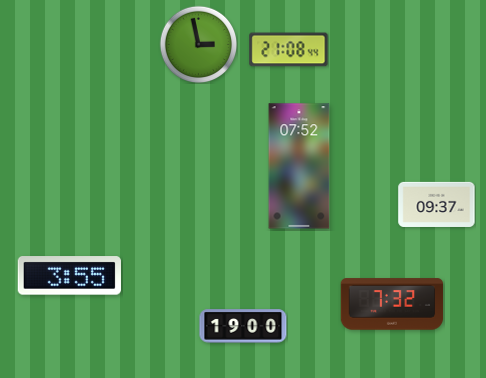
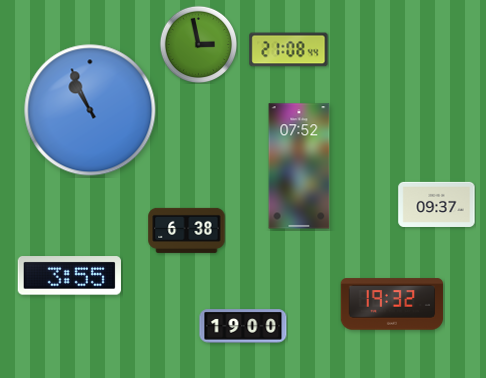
clock at (90, 110): none -> 10:56
clock at (187, 230): none -> 6:38
clock at (392, 304): 7:32 -> 19:32
